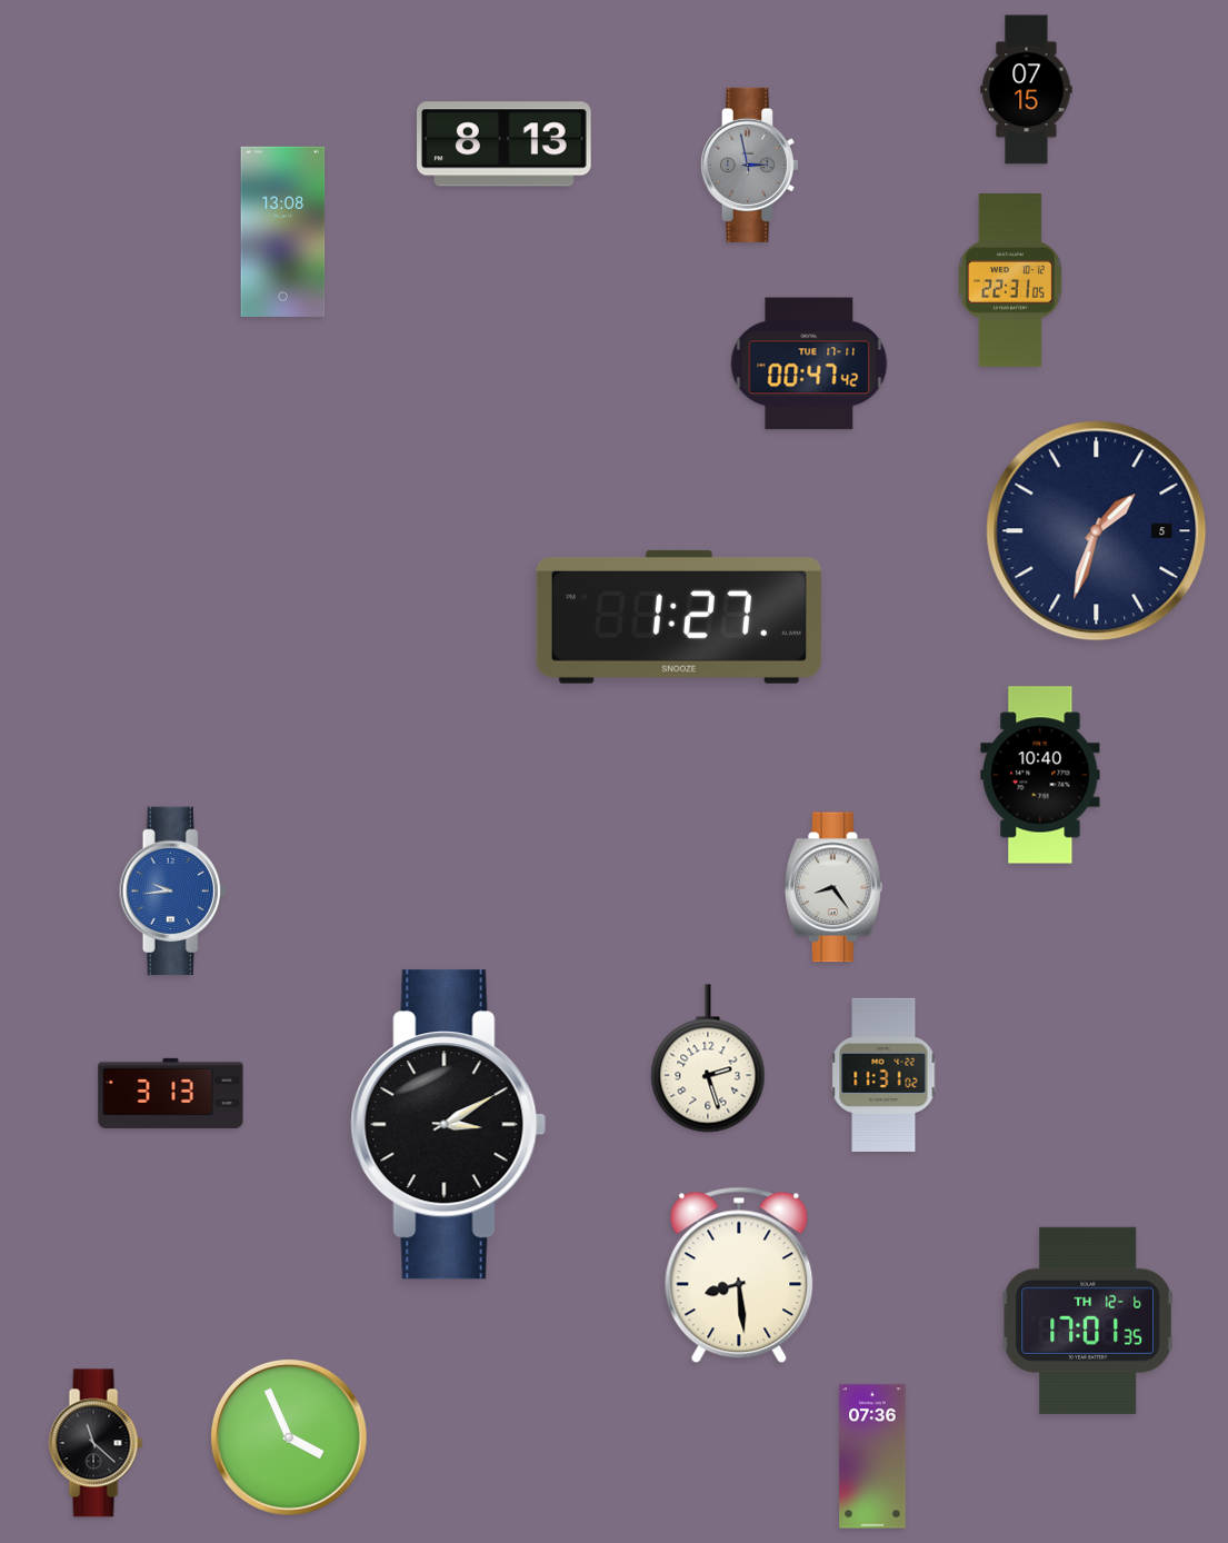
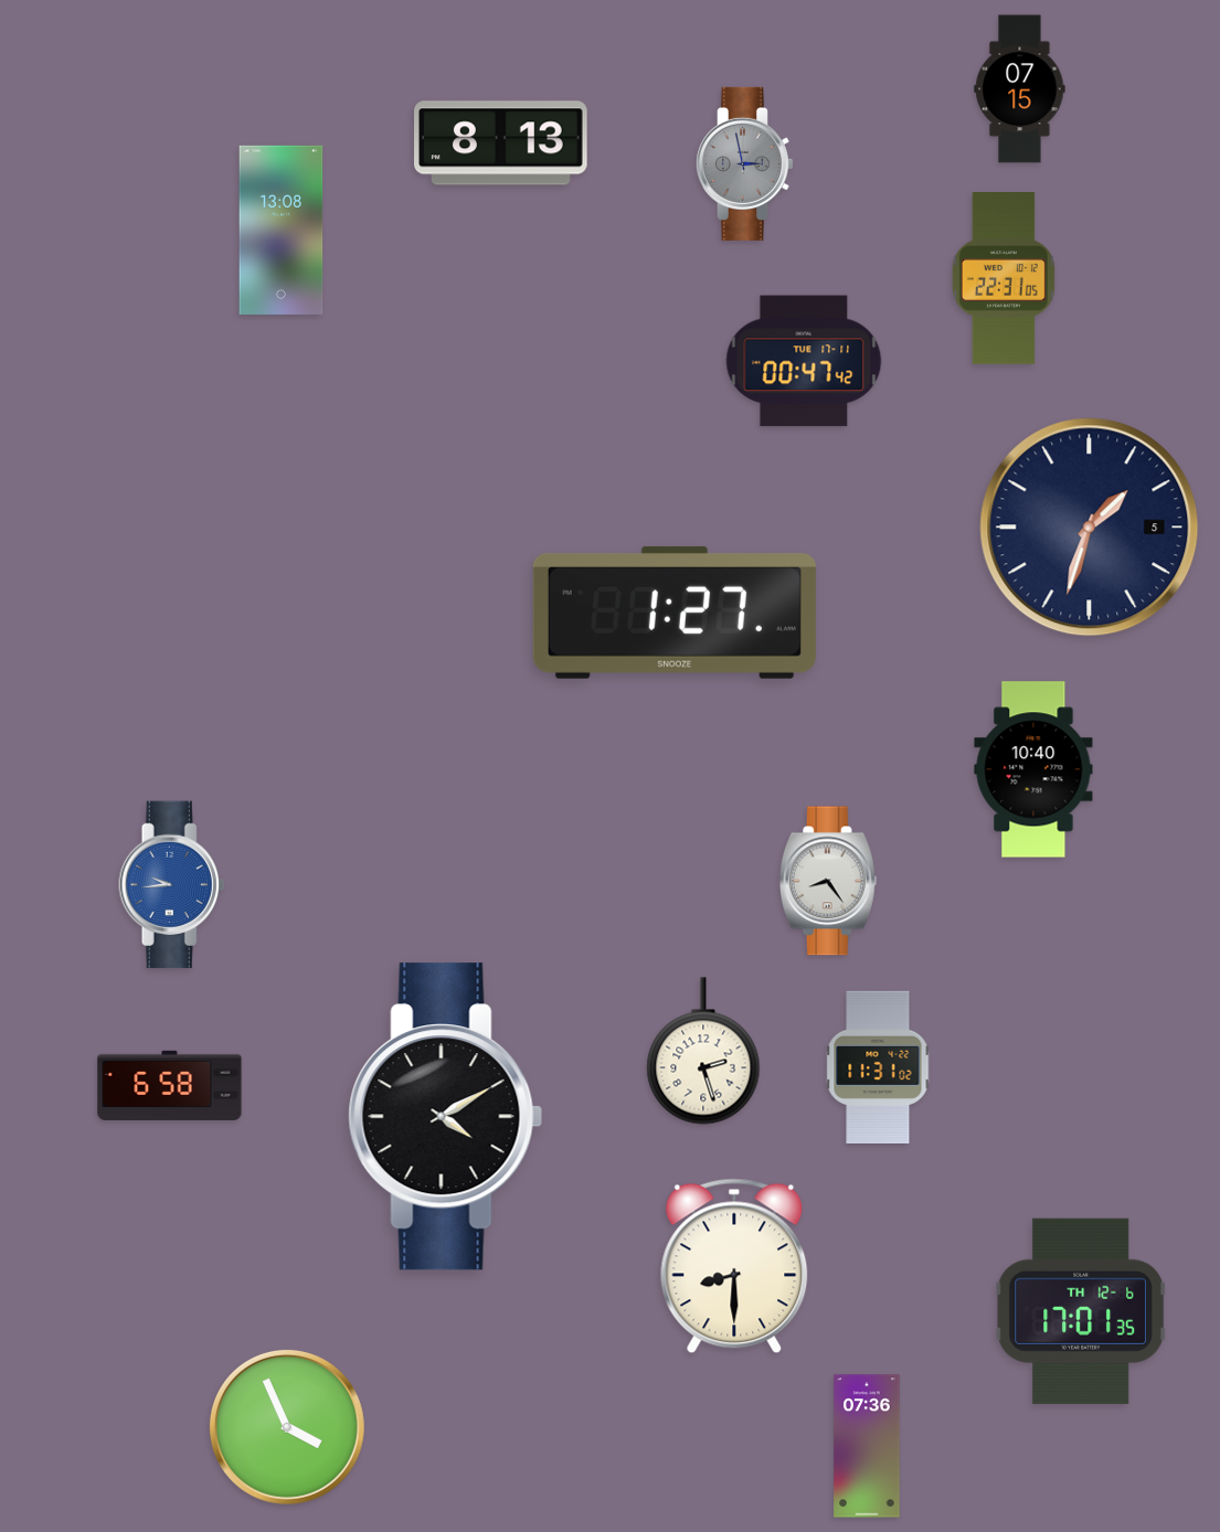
clock at (171, 1093): 3:13 -> 6:58
clock at (449, 1125): 3:10 -> 4:10
clock at (739, 1275): 8:29 -> 8:30
clock at (96, 1443): 11:22 -> none
